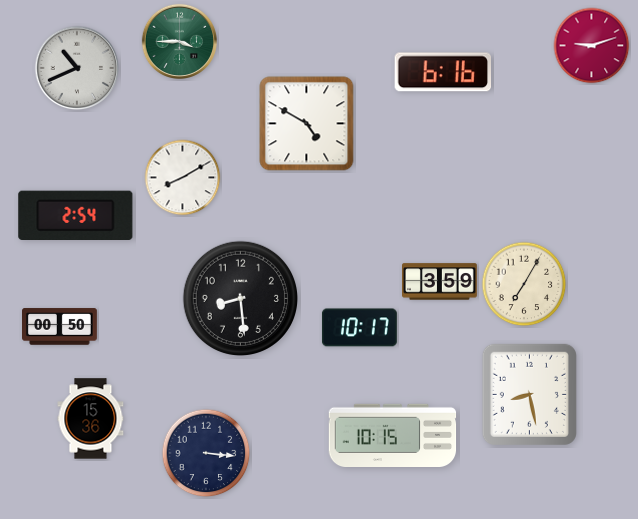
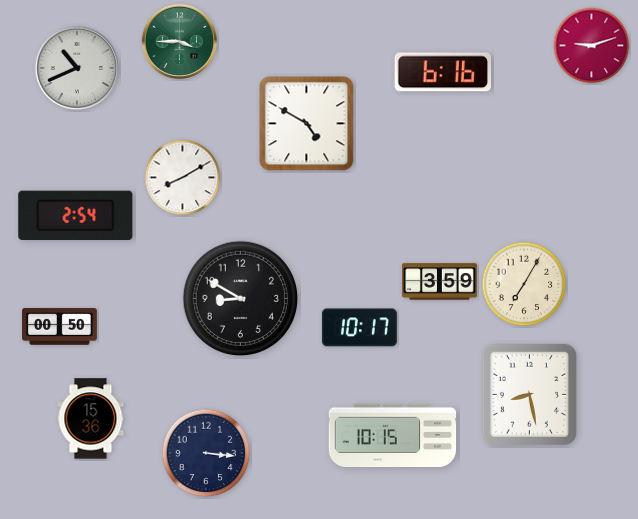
clock at (240, 298): 8:29 -> 8:50
